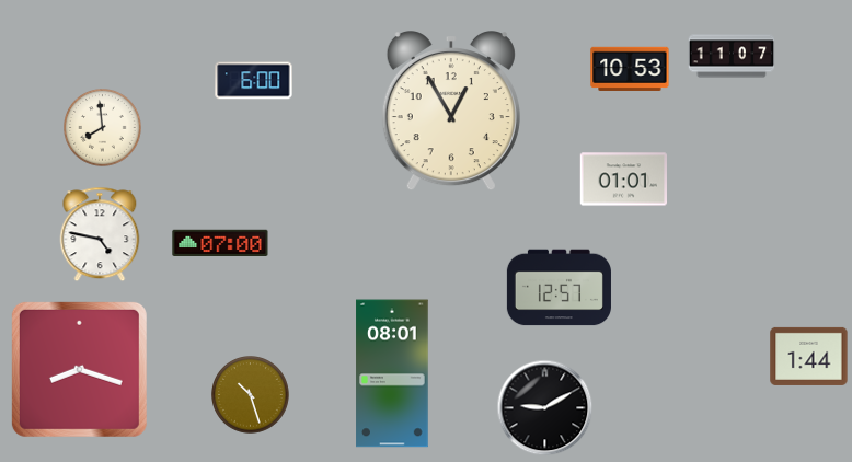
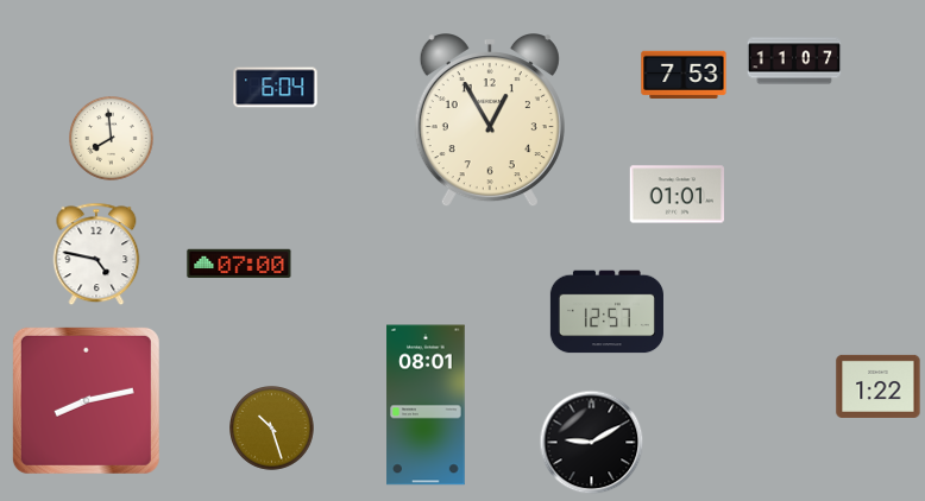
clock at (630, 68): 10:53 -> 7:53
clock at (254, 81): 6:00 -> 6:04
clock at (100, 234) position: (100, 234) -> (96, 254)
clock at (809, 356): 1:44 -> 1:22
clock at (79, 369): 8:18 -> 8:13
